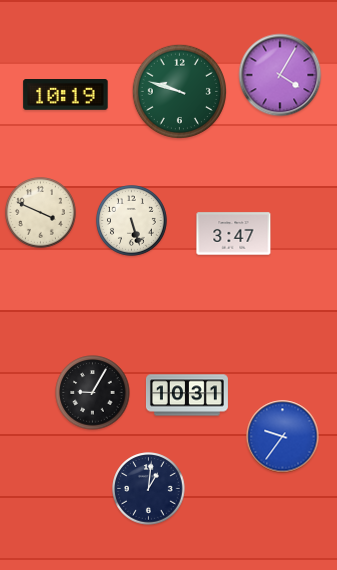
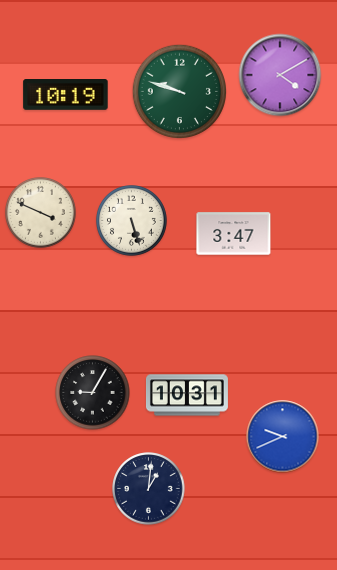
clock at (280, 75): 4:05 -> 4:10
clock at (283, 437): 9:36 -> 9:41
